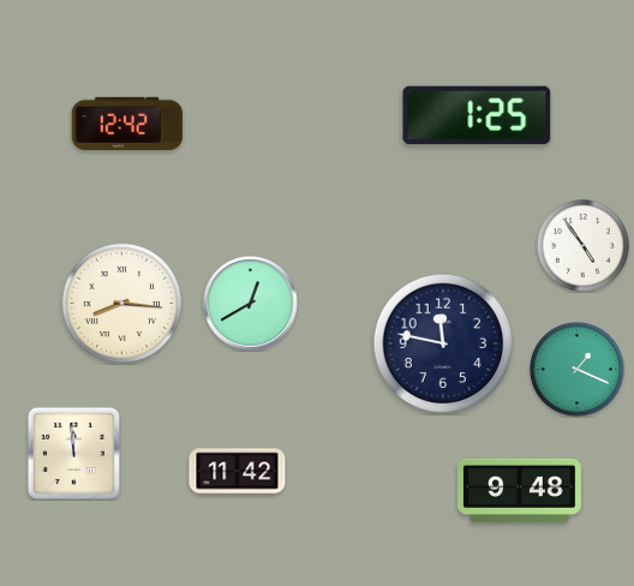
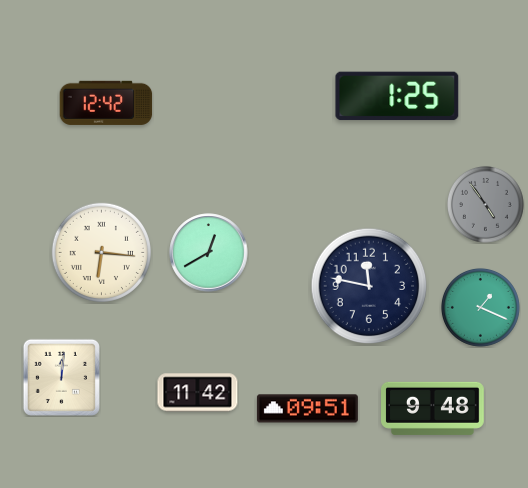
clock at (582, 245) dial: white -> grey
clock at (121, 303): 8:16 -> 6:16
clock at (73, 453): 11:59 -> 12:01
clock at (307, 409): none -> 09:51
